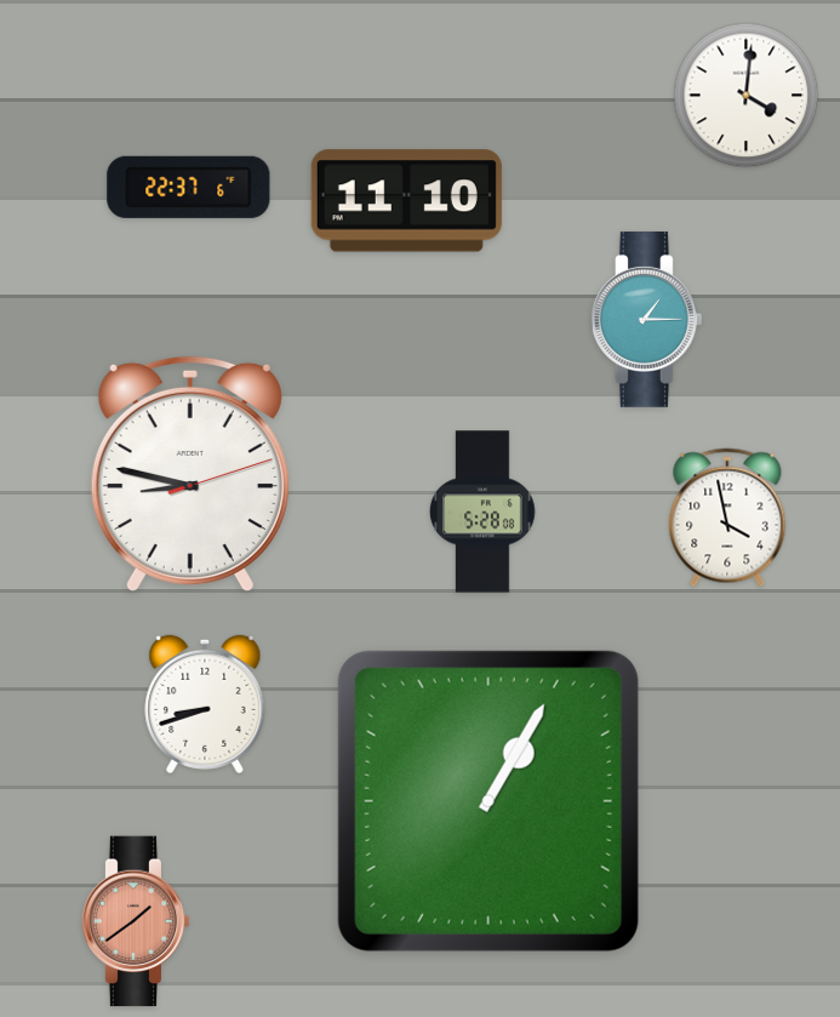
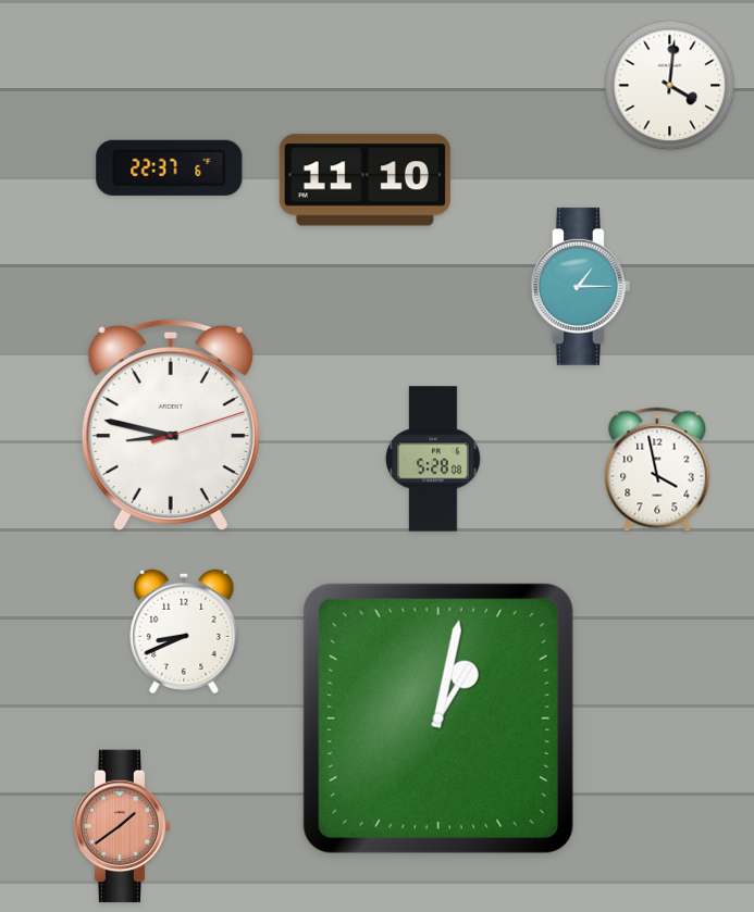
clock at (727, 518) position: (727, 518) -> (657, 470)
clock at (205, 704): 8:42 -> 8:41
clock at (488, 801): 1:05 -> 1:02
